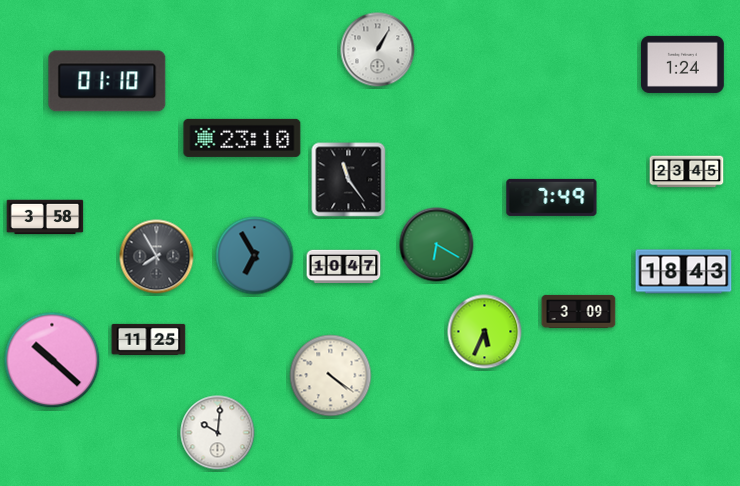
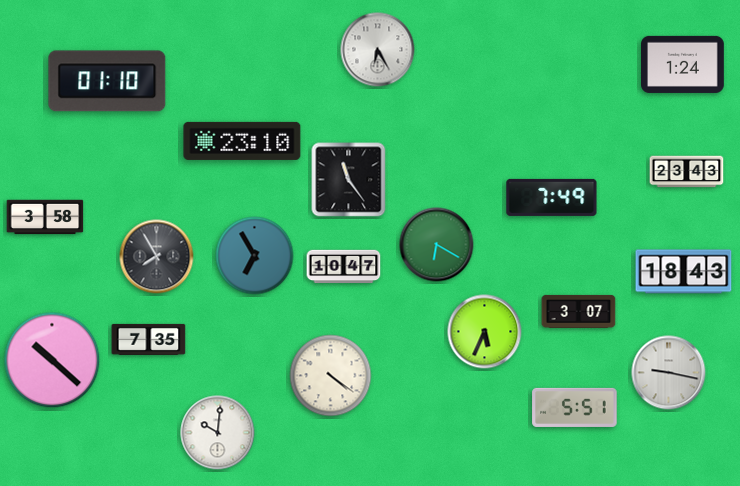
clock at (378, 50): 1:05 -> 6:25
clock at (242, 138) position: (242, 138) -> (242, 141)
clock at (687, 172): 23:45 -> 23:43
clock at (579, 311): 3:09 -> 3:07
clock at (149, 339): 11:25 -> 7:35
clock at (669, 373): none -> 9:17
clock at (575, 407): none -> 5:51
